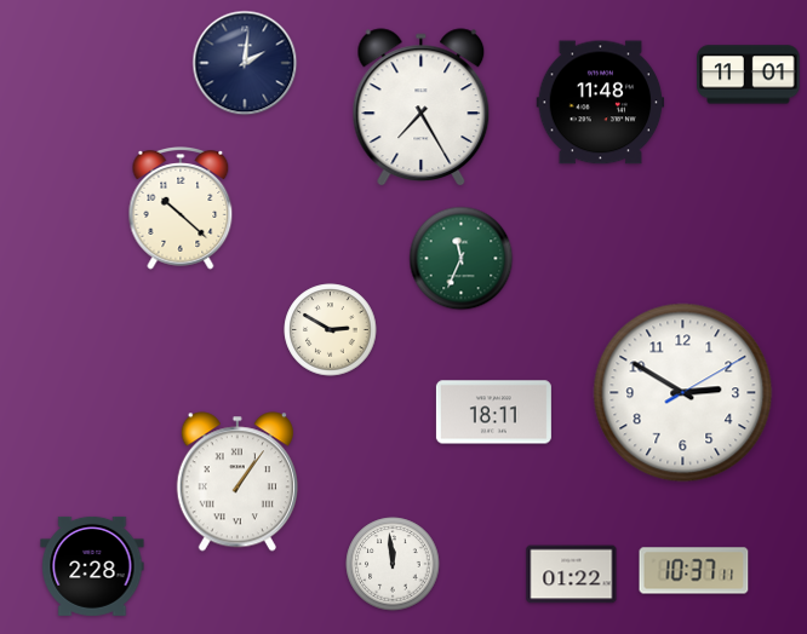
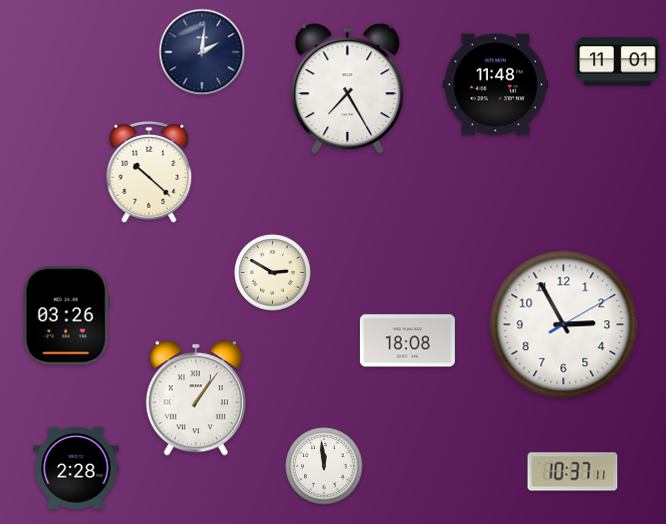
clock at (462, 259): 11:34 -> none
clock at (66, 316): none -> 03:26
clock at (683, 393): 2:50 -> 2:55
clock at (493, 413): 18:11 -> 18:08
clock at (572, 575): 01:22 -> none
